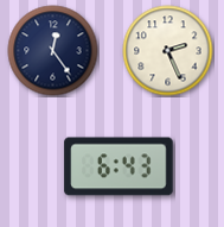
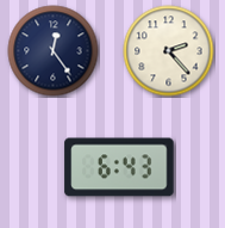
clock at (168, 51): 2:26 -> 2:23
